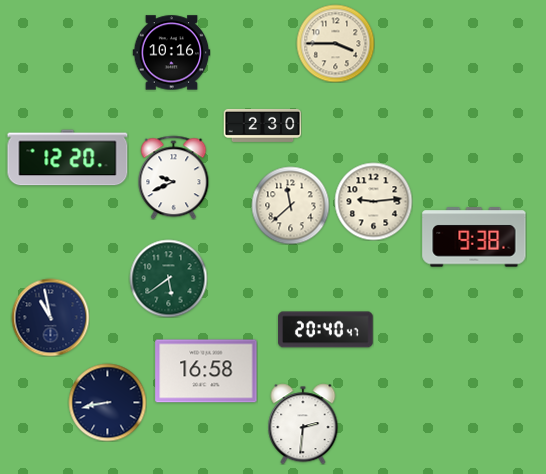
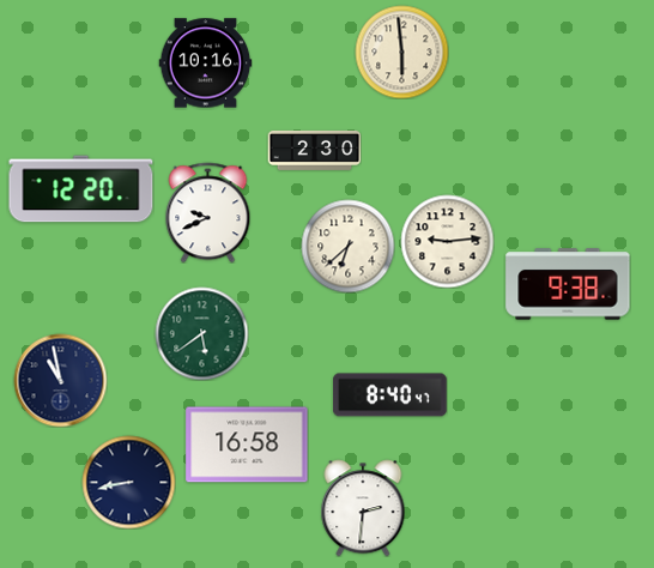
clock at (335, 43): 3:45 -> 5:59
clock at (290, 205): 11:38 -> 6:38
clock at (326, 330): 20:40 -> 8:40
